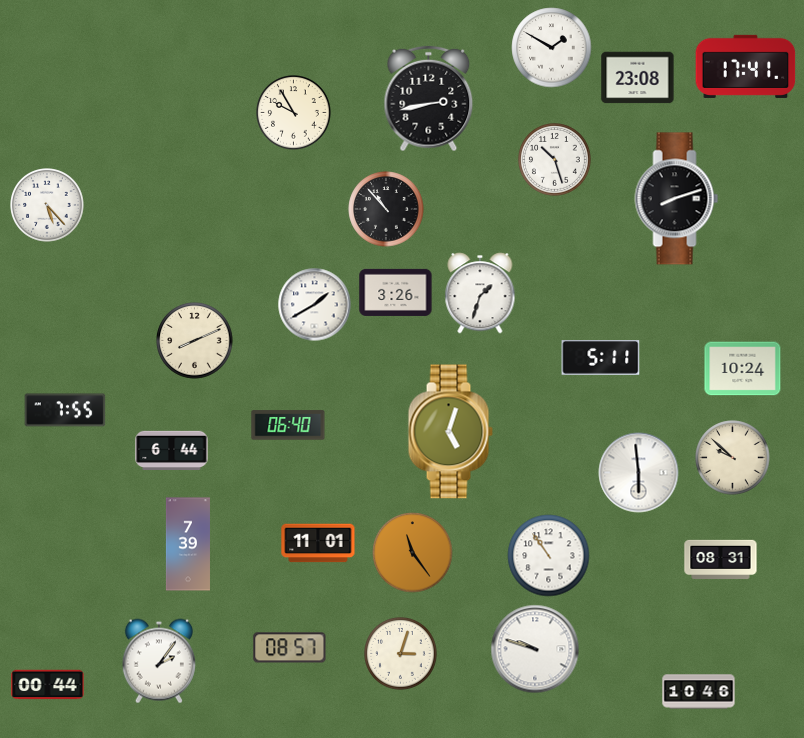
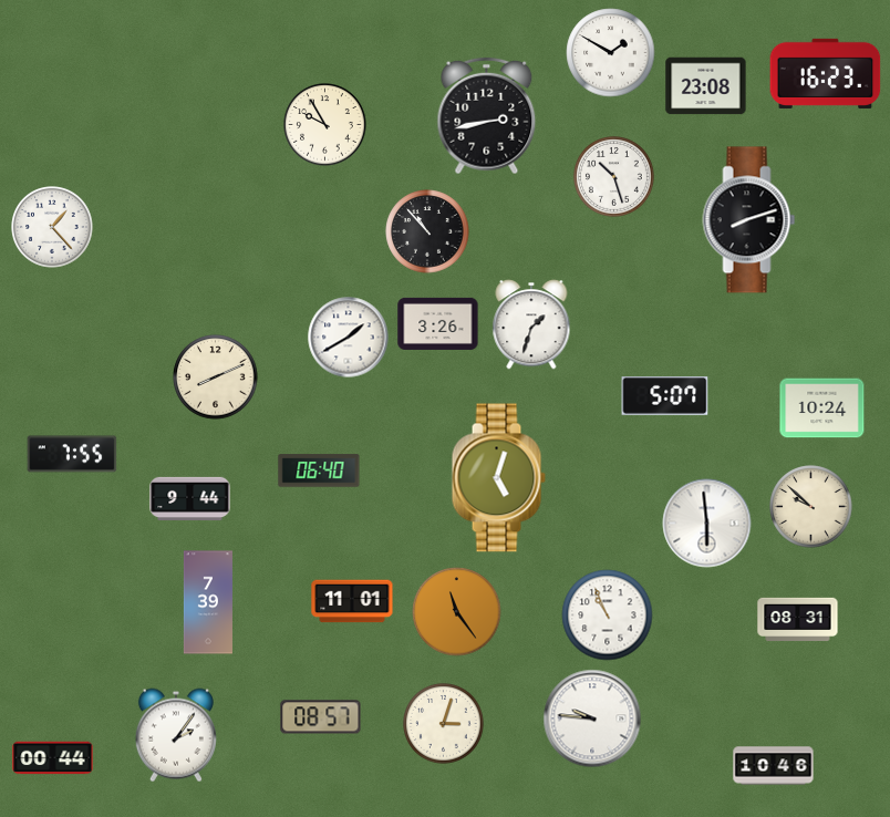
clock at (746, 66): 17:41 -> 16:23
clock at (429, 99) position: (429, 99) -> (487, 116)
clock at (47, 205): 5:23 -> 1:23
clock at (601, 358): 5:11 -> 5:07
clock at (172, 451): 6:44 -> 9:44
clock at (549, 556): 10:54 -> 10:56
clock at (535, 649): 9:48 -> 9:46
clock at (159, 661) position: (159, 661) -> (176, 735)
